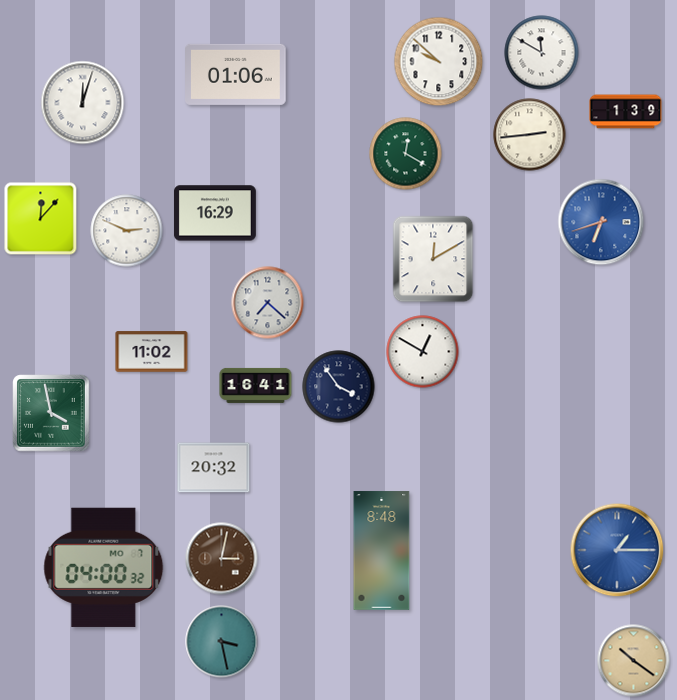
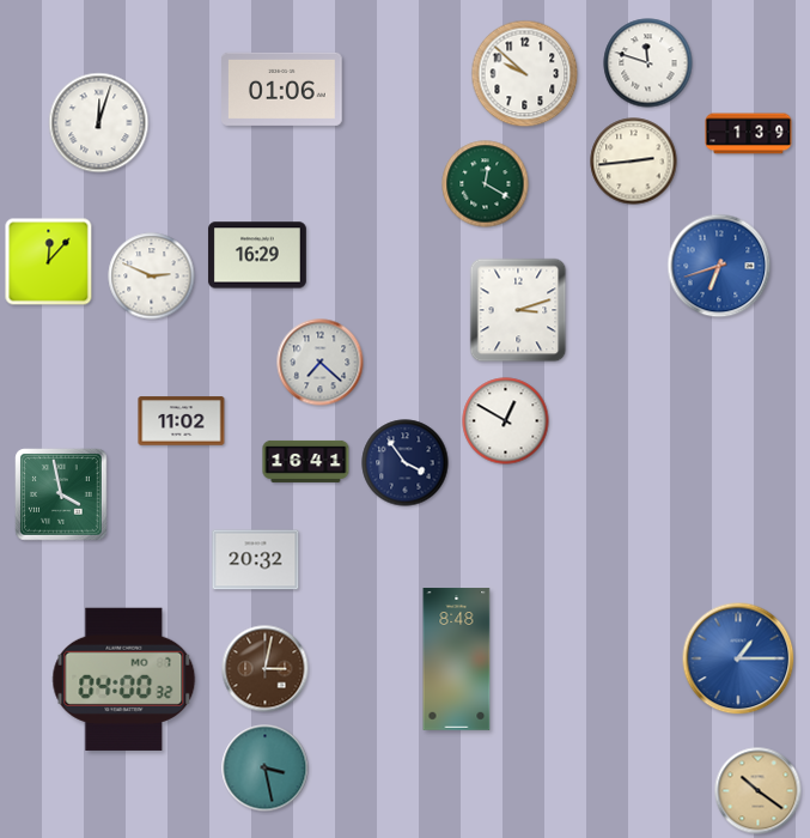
clock at (542, 53): 11:50 -> 11:48
clock at (433, 259): 12:10 -> 3:12
